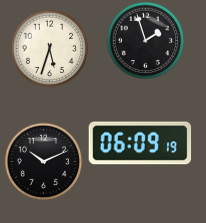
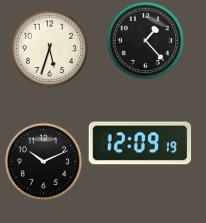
clock at (145, 40): 1:57 -> 1:23
clock at (140, 143): 06:09 -> 12:09
